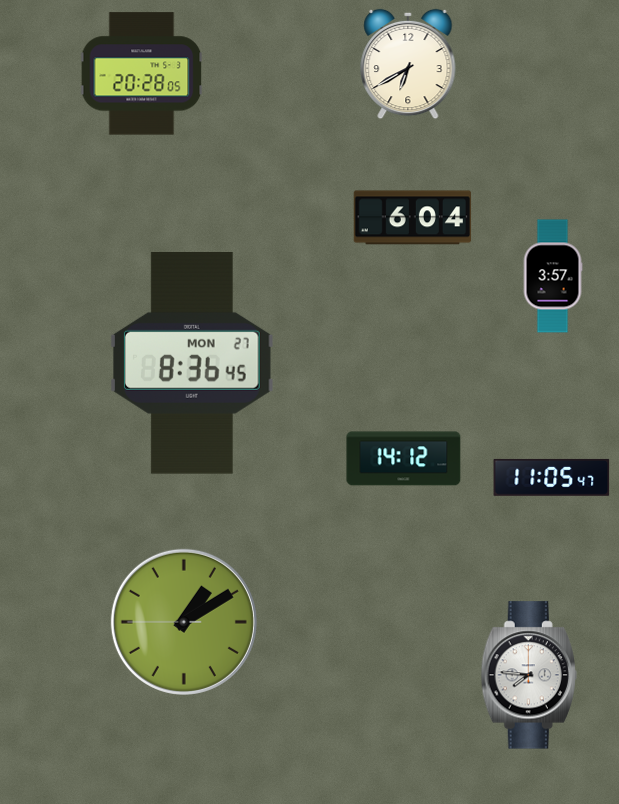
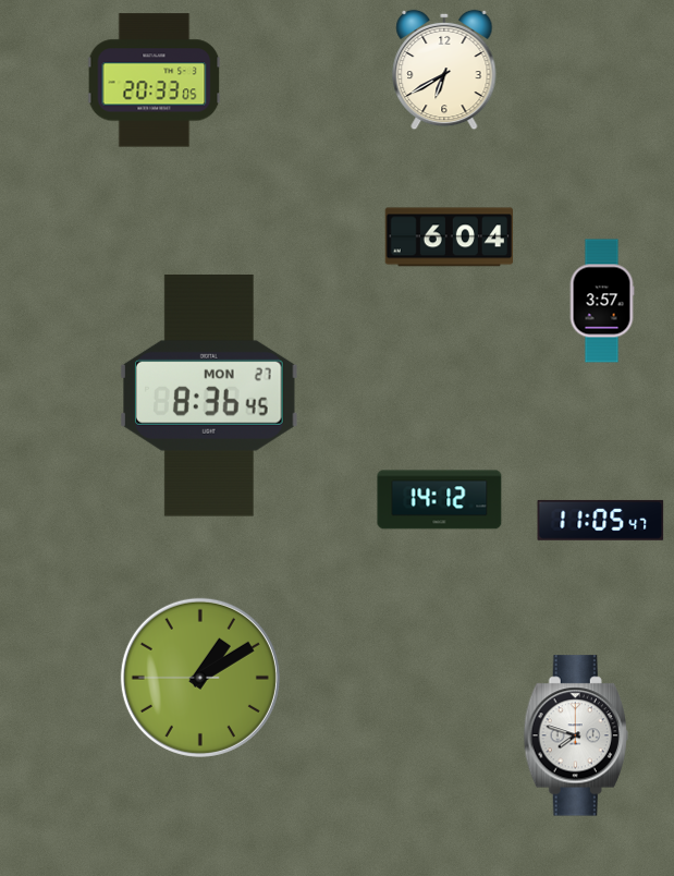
clock at (142, 74): 20:28 -> 20:33
clock at (529, 675): 7:46 -> 7:48
